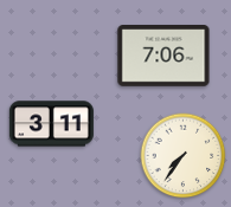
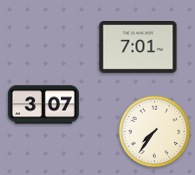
clock at (163, 57): 7:06 -> 7:01
clock at (51, 124): 3:11 -> 3:07
